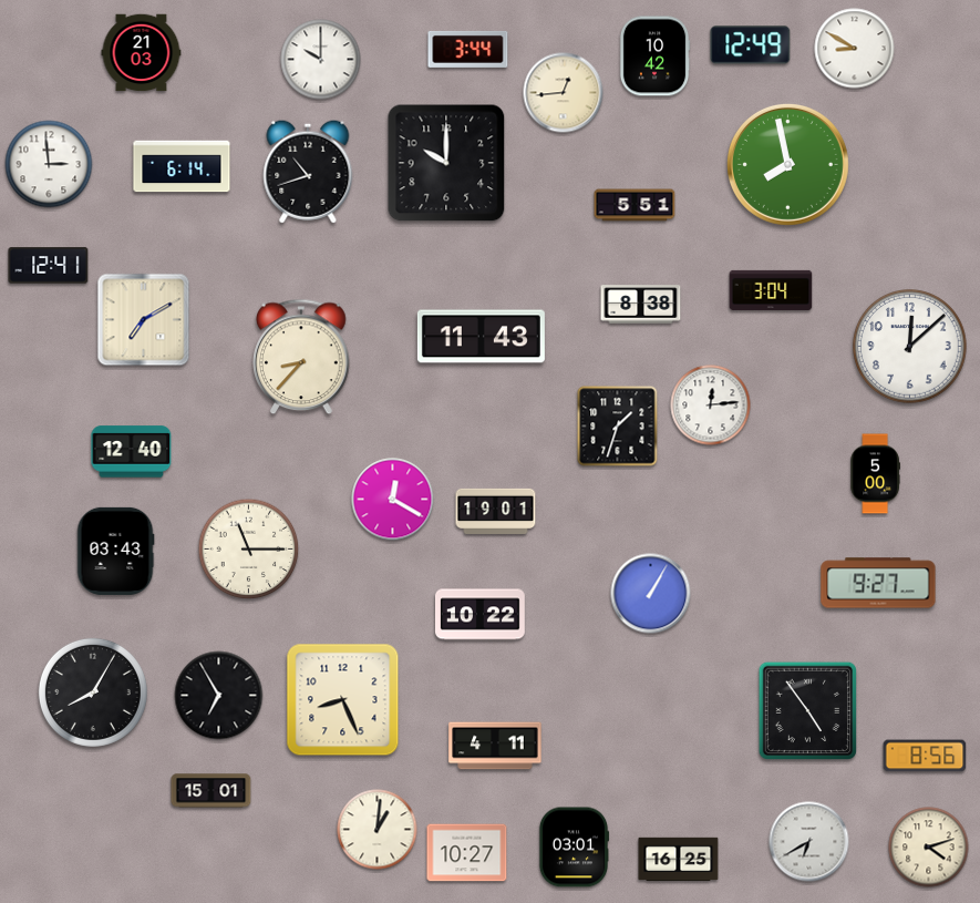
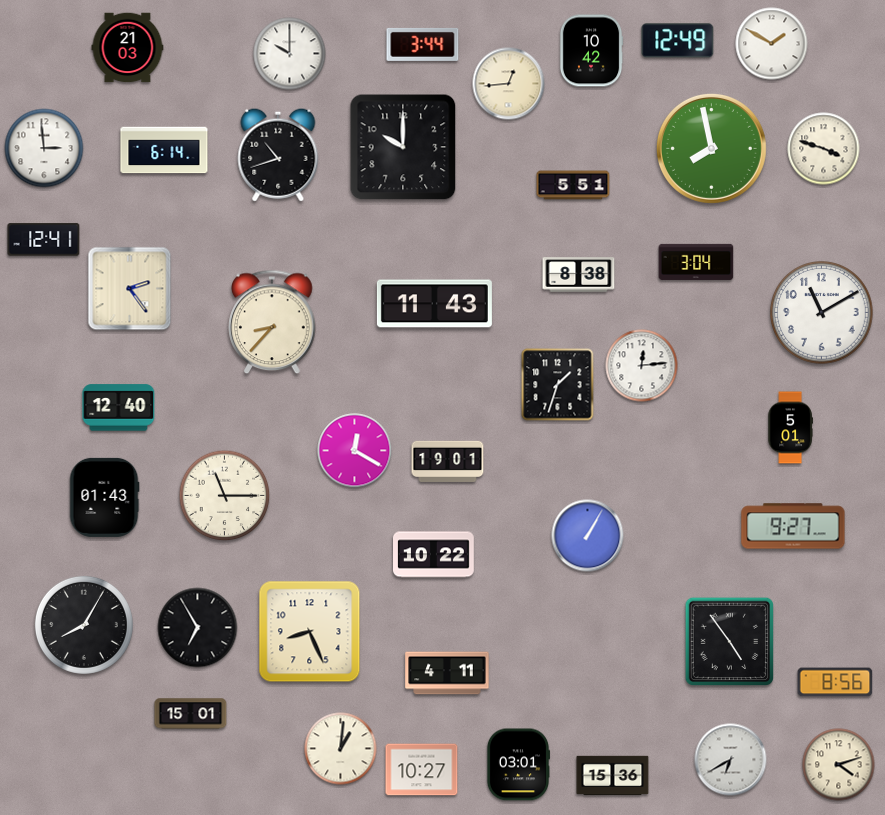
clock at (855, 49): 8:50 -> 1:50
clock at (824, 149): none -> 3:48
clock at (144, 320): 7:10 -> 2:24
clock at (910, 347): 12:08 -> 11:10
clock at (875, 474): 5:00 -> 5:01
clock at (115, 551): 03:43 -> 01:43
clock at (679, 860): 16:25 -> 15:36
